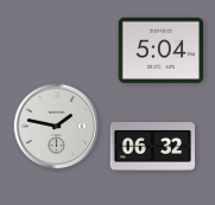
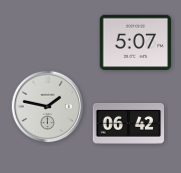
clock at (162, 50): 5:04 -> 5:07
clock at (153, 146): 06:32 -> 06:42
